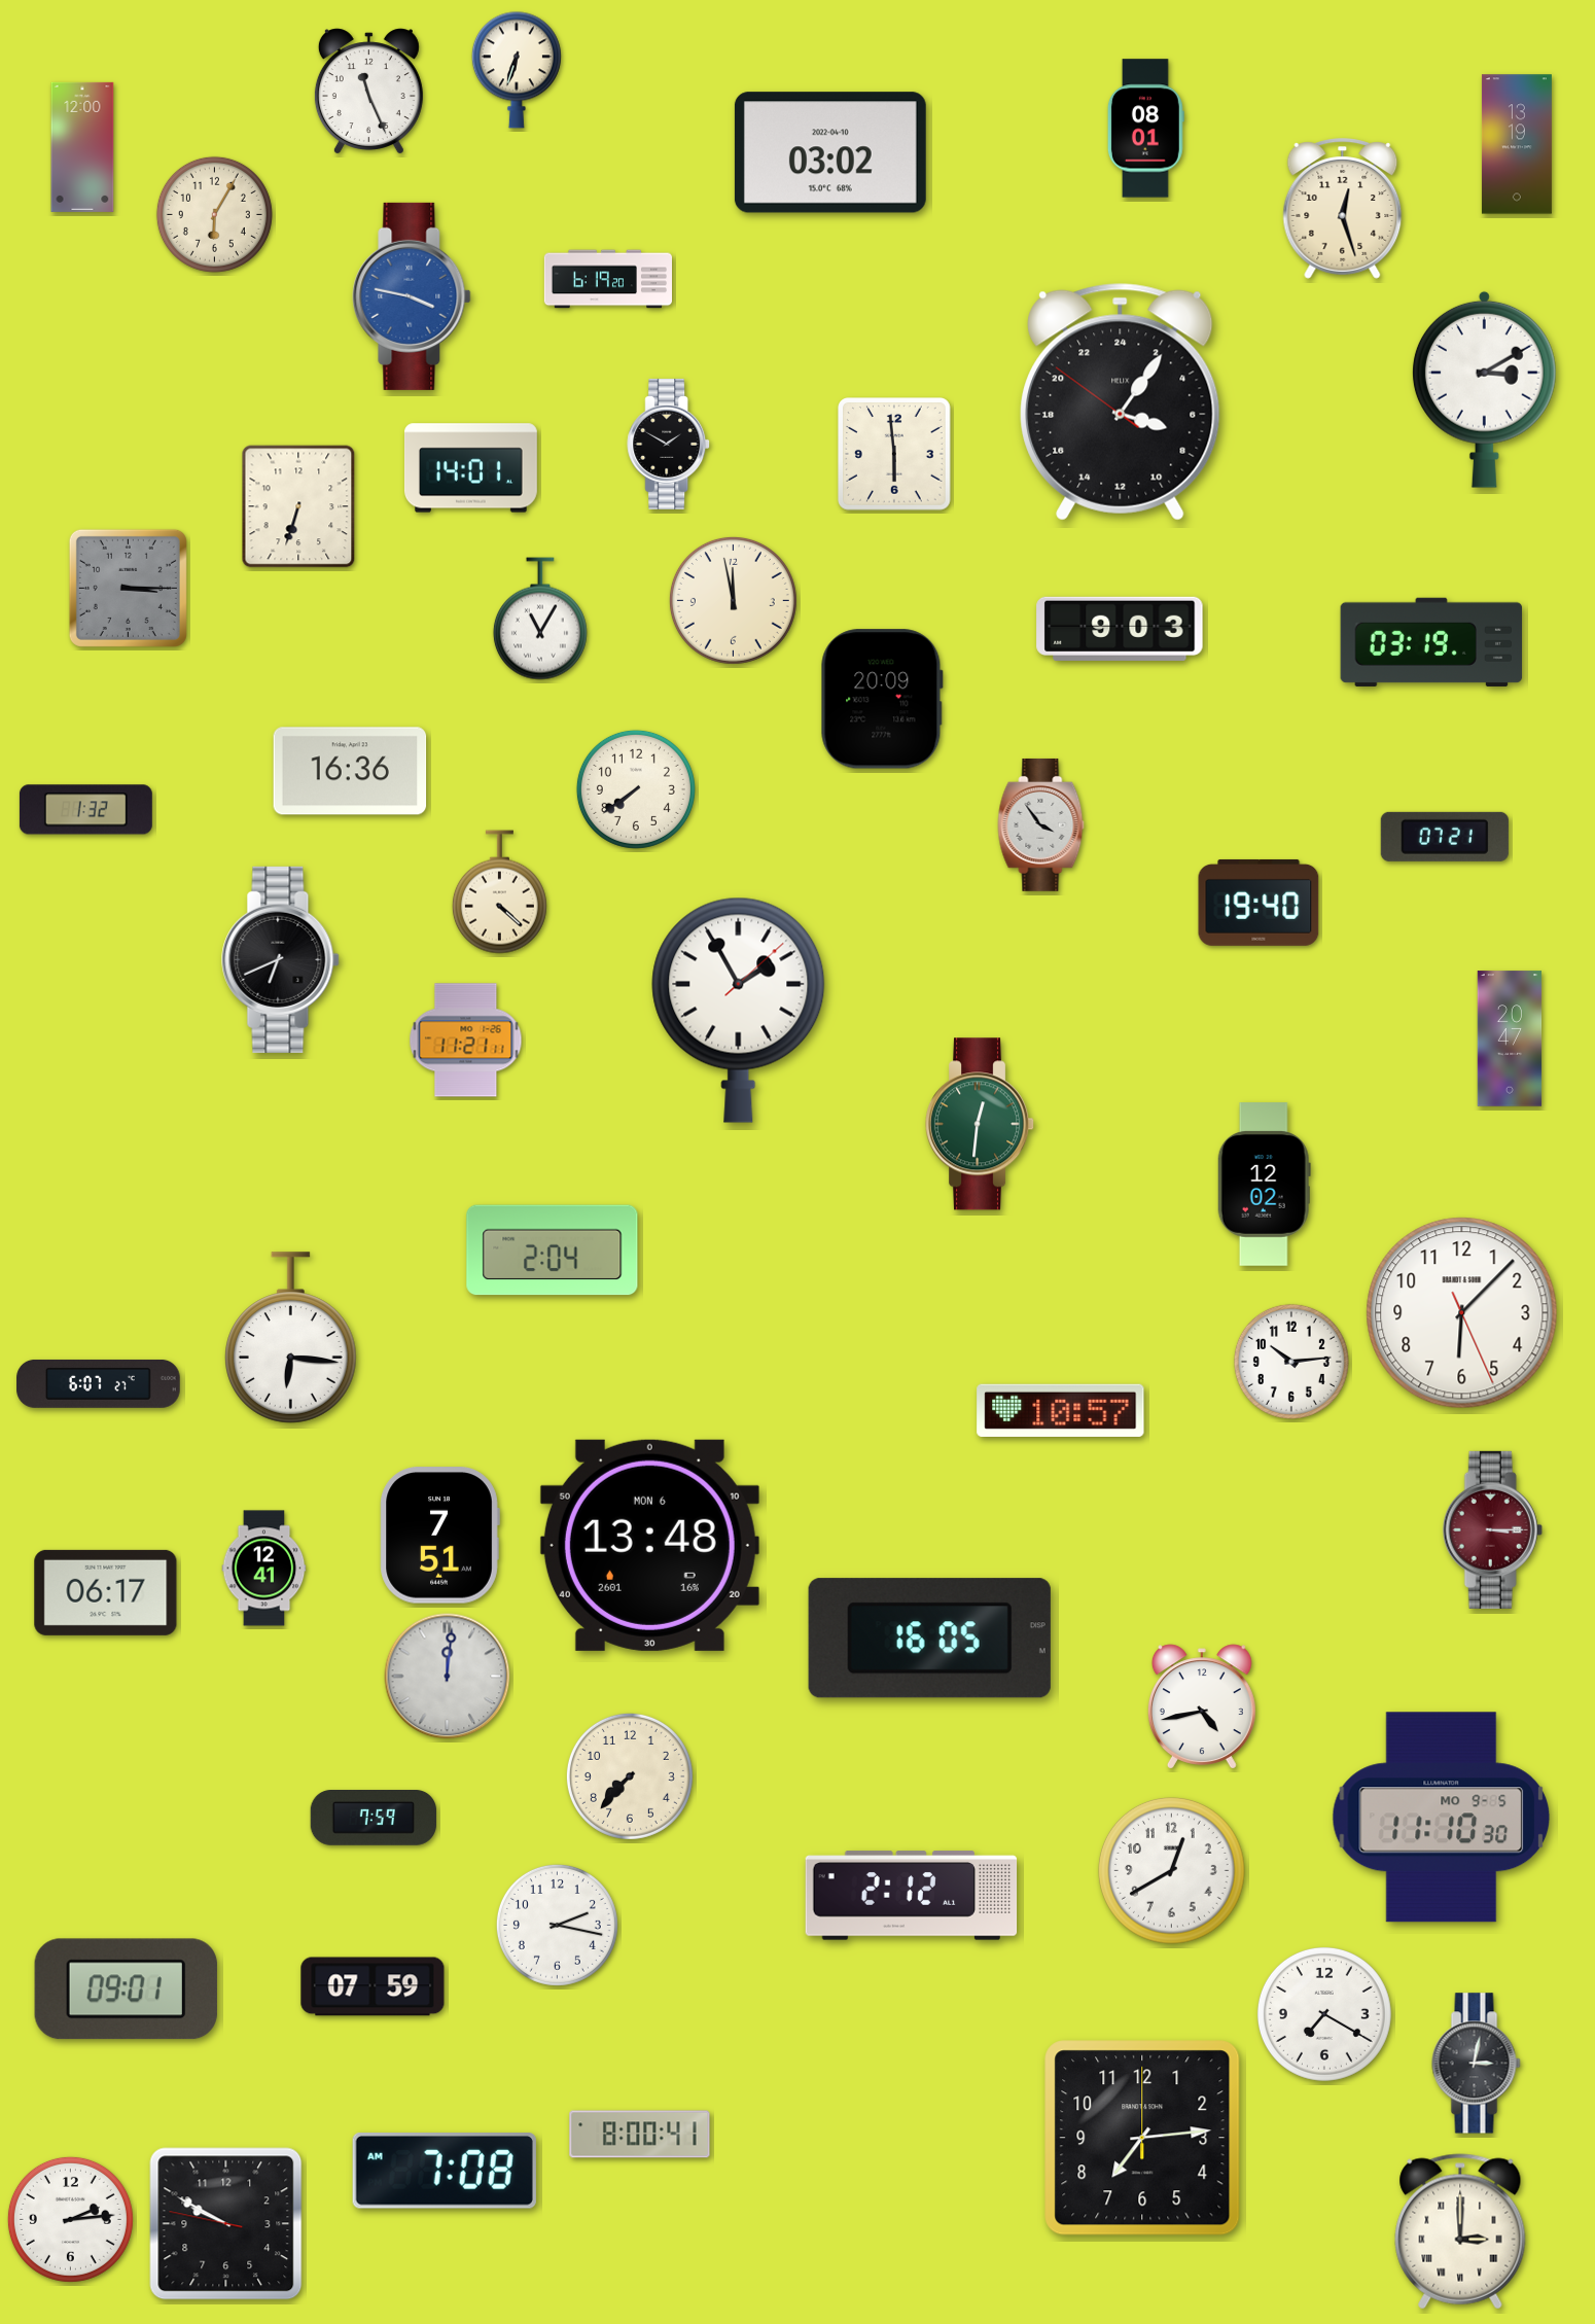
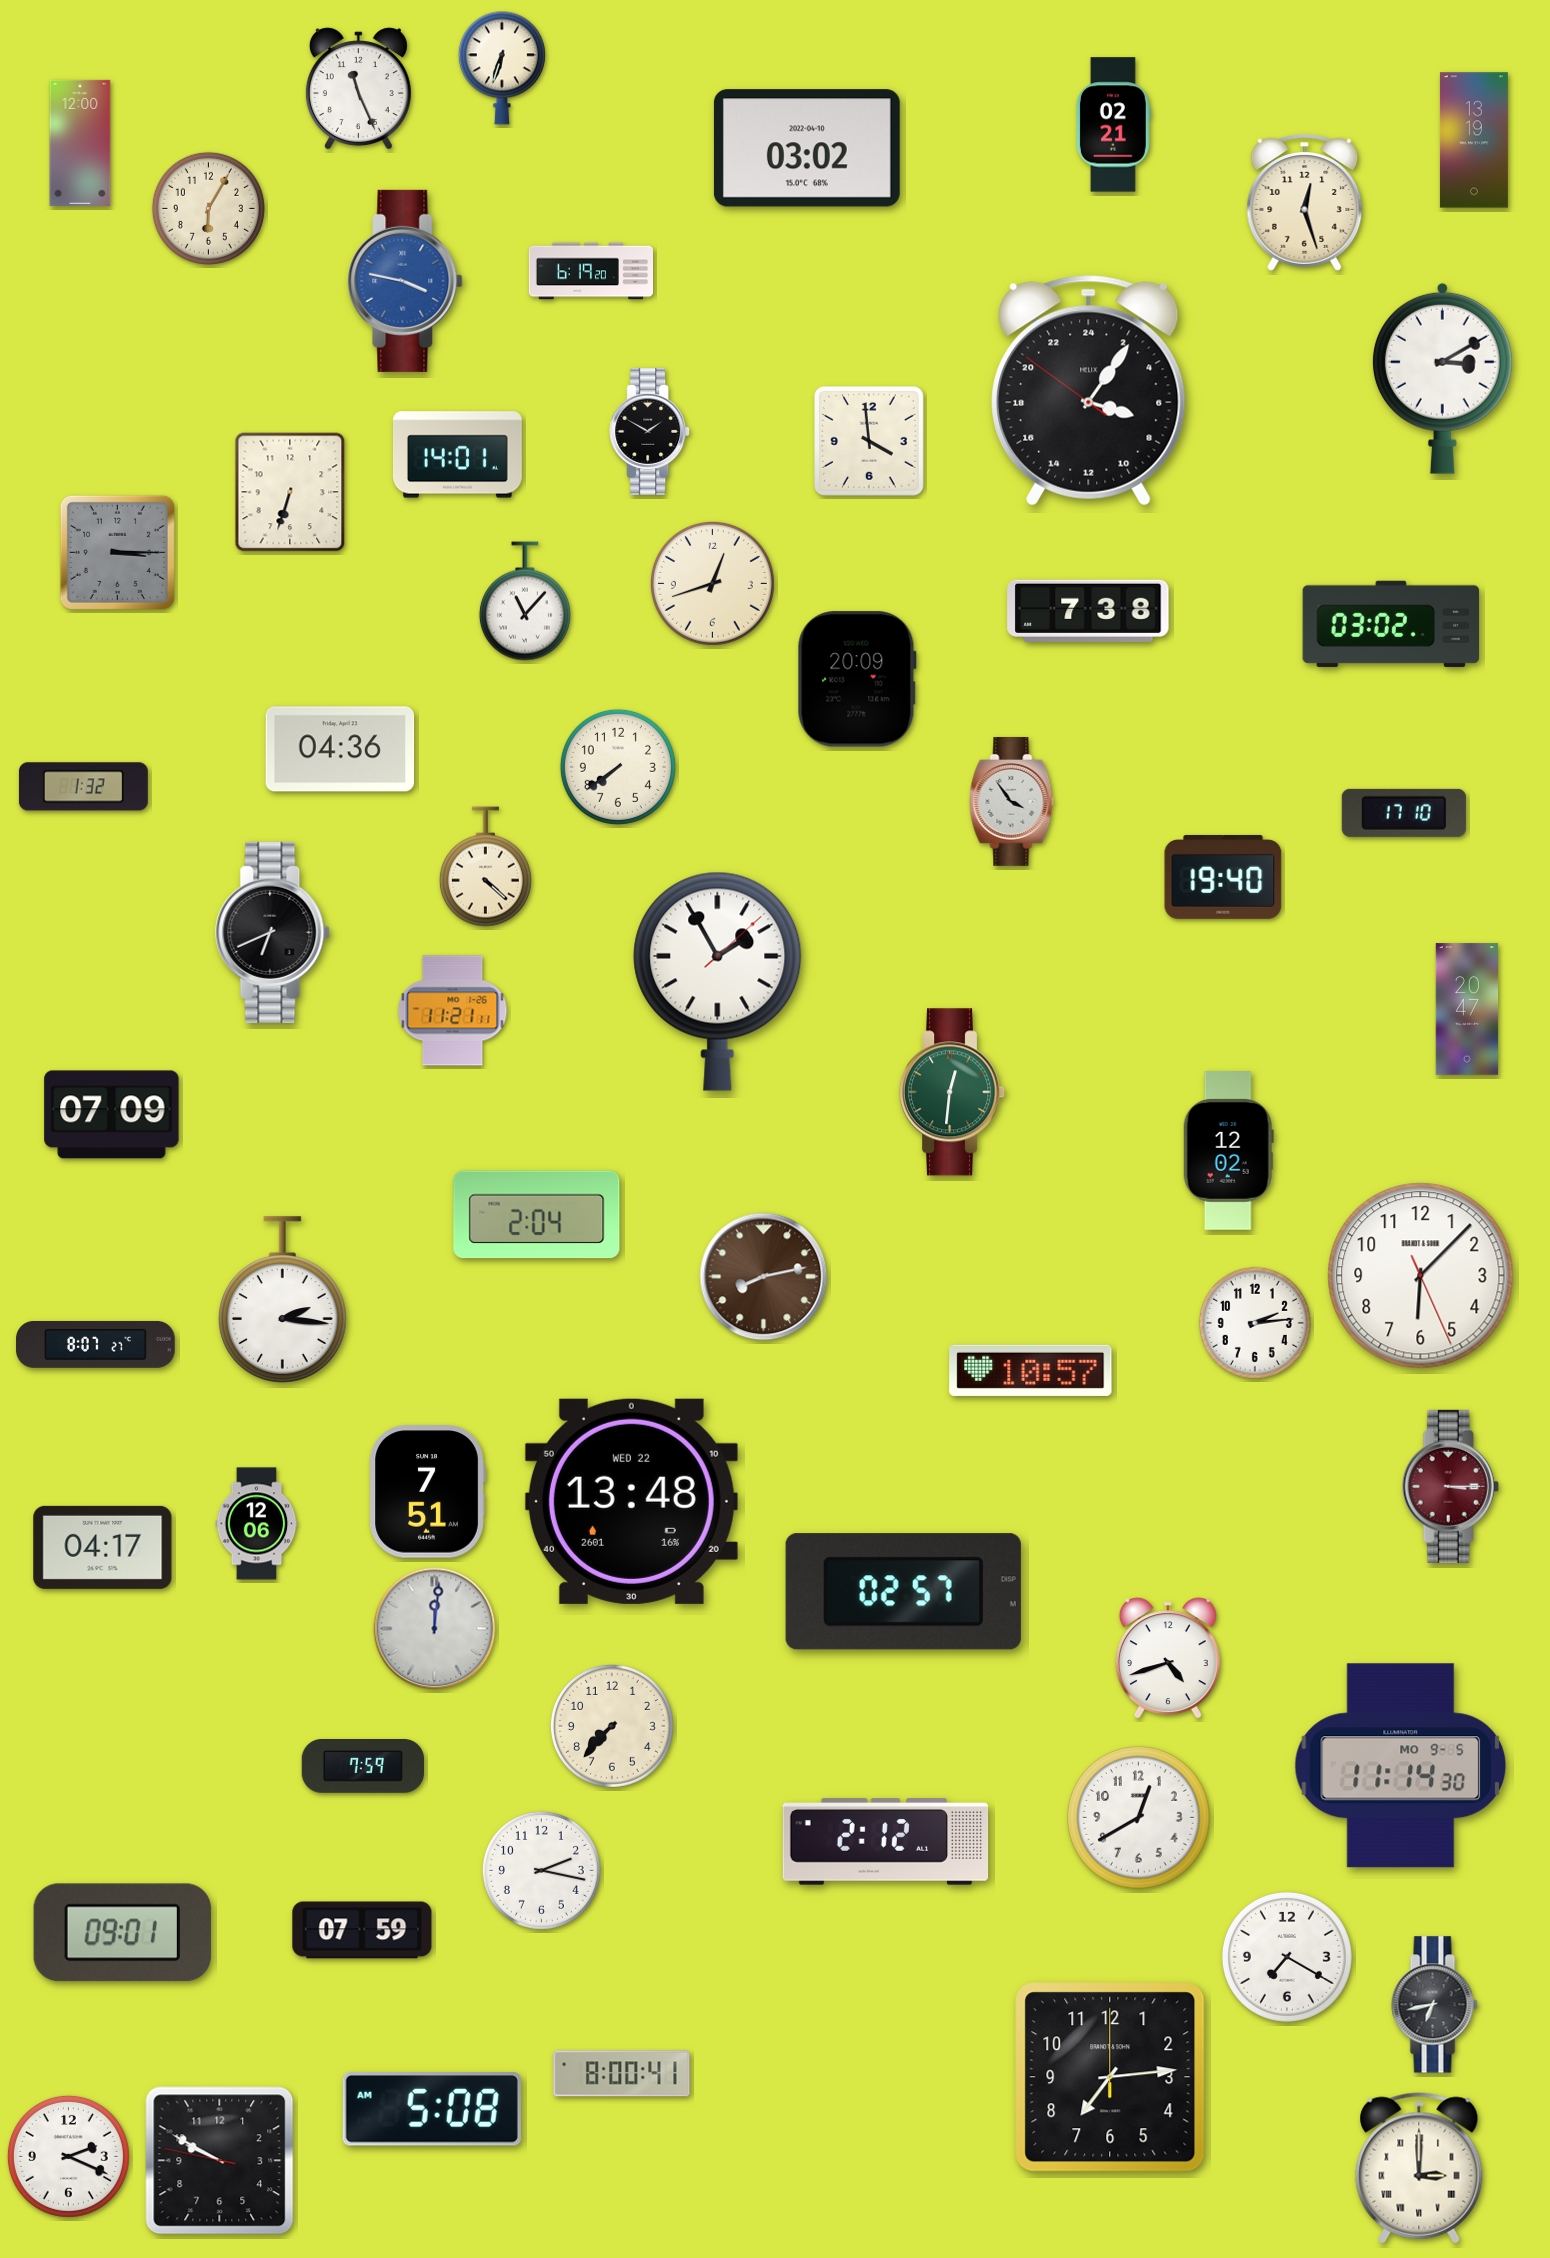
clock at (1145, 129): 08:01 -> 02:21
clock at (412, 296) position: (412, 296) -> (405, 281)
clock at (895, 455): 5:59 -> 3:59
clock at (128, 588) position: (128, 588) -> (117, 552)
clock at (733, 600): 11:58 -> 12:42
clock at (540, 619): 11:05 -> 11:07
clock at (1120, 629): 9:03 -> 7:38
clock at (1431, 642): 03:19 -> 03:02
clock at (350, 771): 16:36 -> 04:36
clock at (1445, 837): 07:21 -> 17:10
clock at (112, 1115): none -> 07:09
clock at (764, 1277): none -> 8:13
clock at (291, 1338): 6:16 -> 2:16
clock at (1291, 1362): 10:14 -> 2:14
clock at (99, 1383): 6:07 -> 8:07
clock at (649, 1545) date: MON 6 -> WED 22
clock at (264, 1569): 12:41 -> 12:06
clock at (106, 1592): 06:17 -> 04:17
clock at (929, 1639): 16:05 -> 02:57
clock at (1202, 1706): 4:43 -> 4:42
clock at (1442, 1818): 11:10 -> 11:14
clock at (1477, 2064): 3:02 -> 6:43
clock at (445, 2172): 7:08 -> 5:08
clock at (70, 2219): 2:14 -> 2:19
